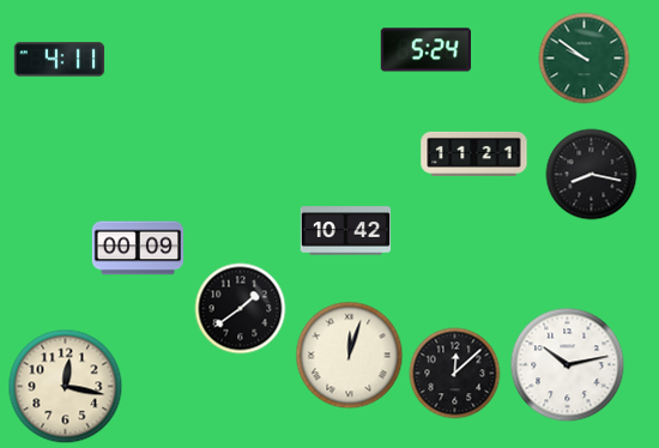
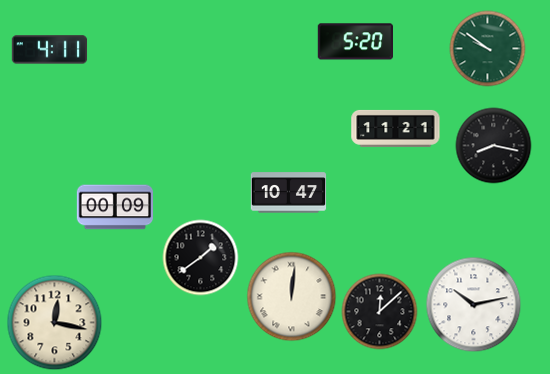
clock at (425, 50): 5:24 -> 5:20
clock at (346, 231): 10:42 -> 10:47
clock at (350, 356): 12:03 -> 12:01
